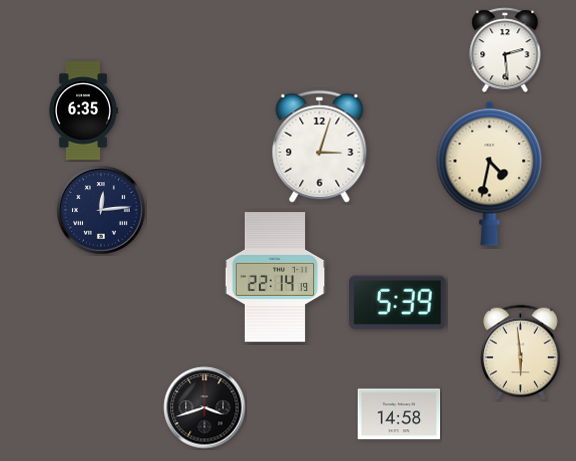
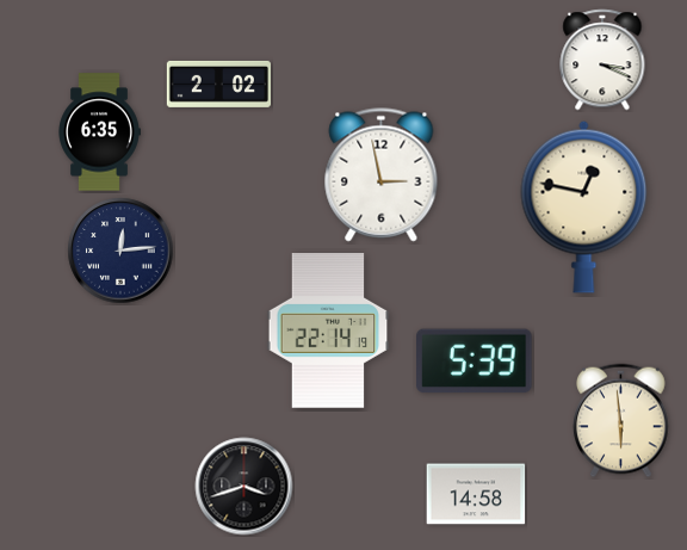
clock at (505, 50): 2:29 -> 3:19
clock at (218, 84): none -> 2:02
clock at (320, 147): 3:03 -> 2:58
clock at (490, 173): 4:32 -> 12:47
